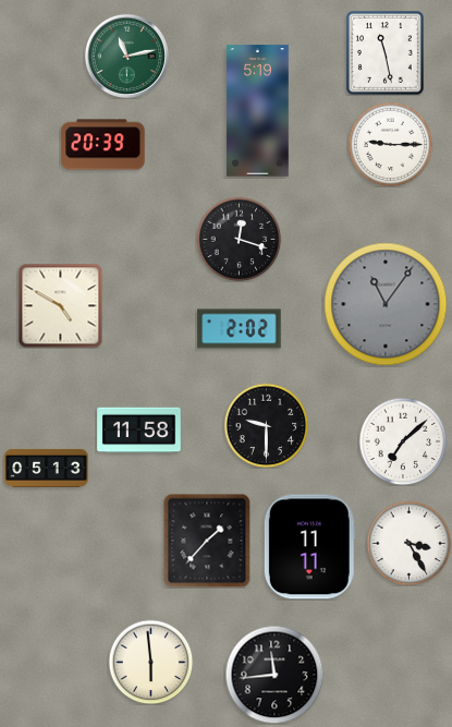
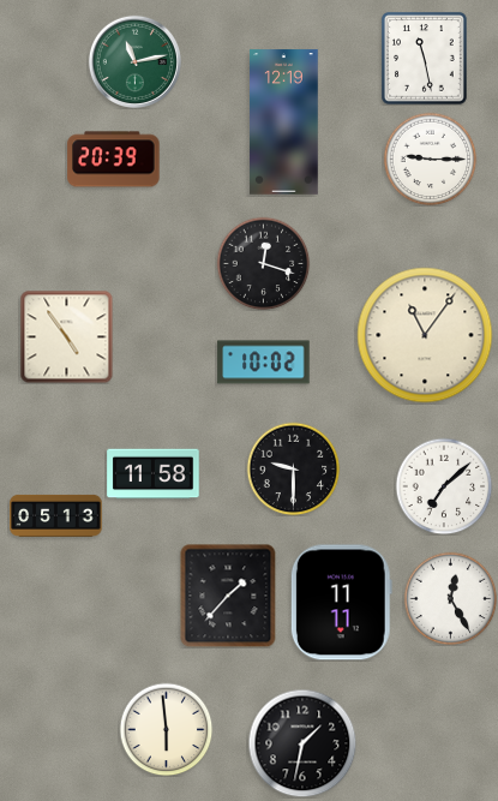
clock at (126, 56) position: (126, 56) -> (134, 61)
clock at (258, 111): 5:19 -> 12:19
clock at (386, 304) dial: grey -> cream
clock at (60, 305): 4:50 -> 4:54
clock at (240, 329): 2:02 -> 10:02
clock at (47, 468) position: (47, 468) -> (56, 515)
clock at (408, 543): 3:25 -> 12:25
clock at (274, 675): 11:44 -> 1:32
